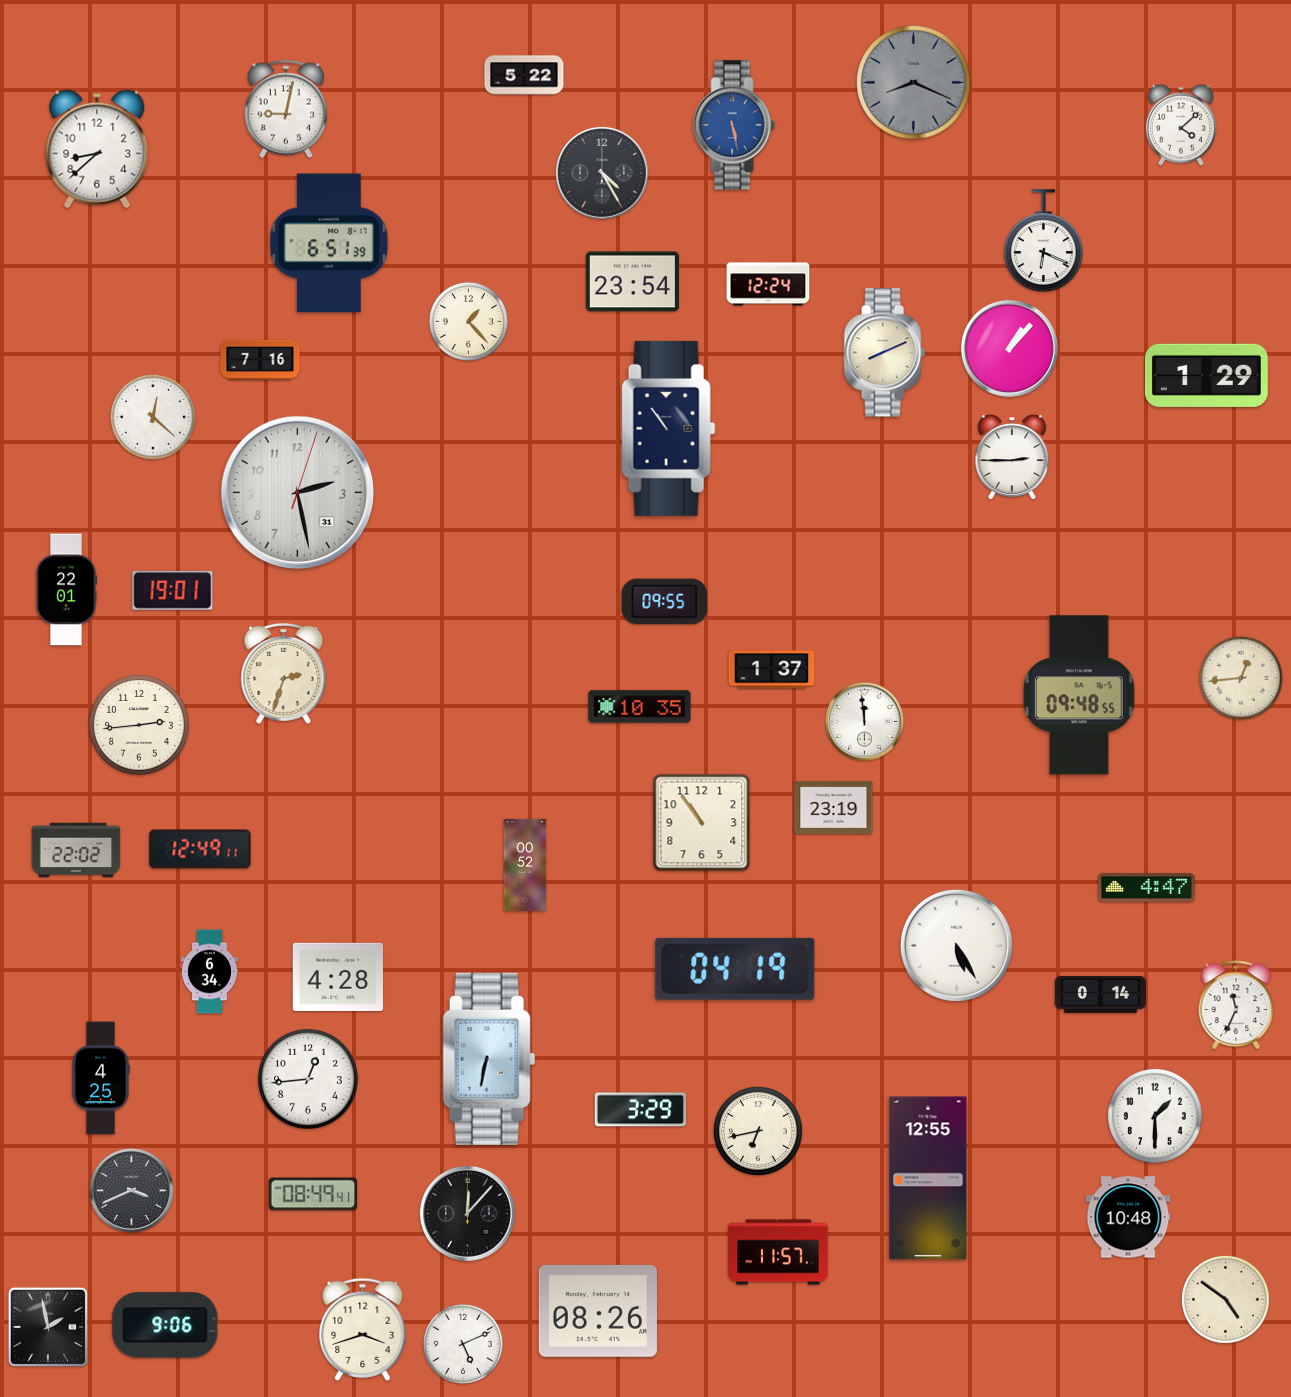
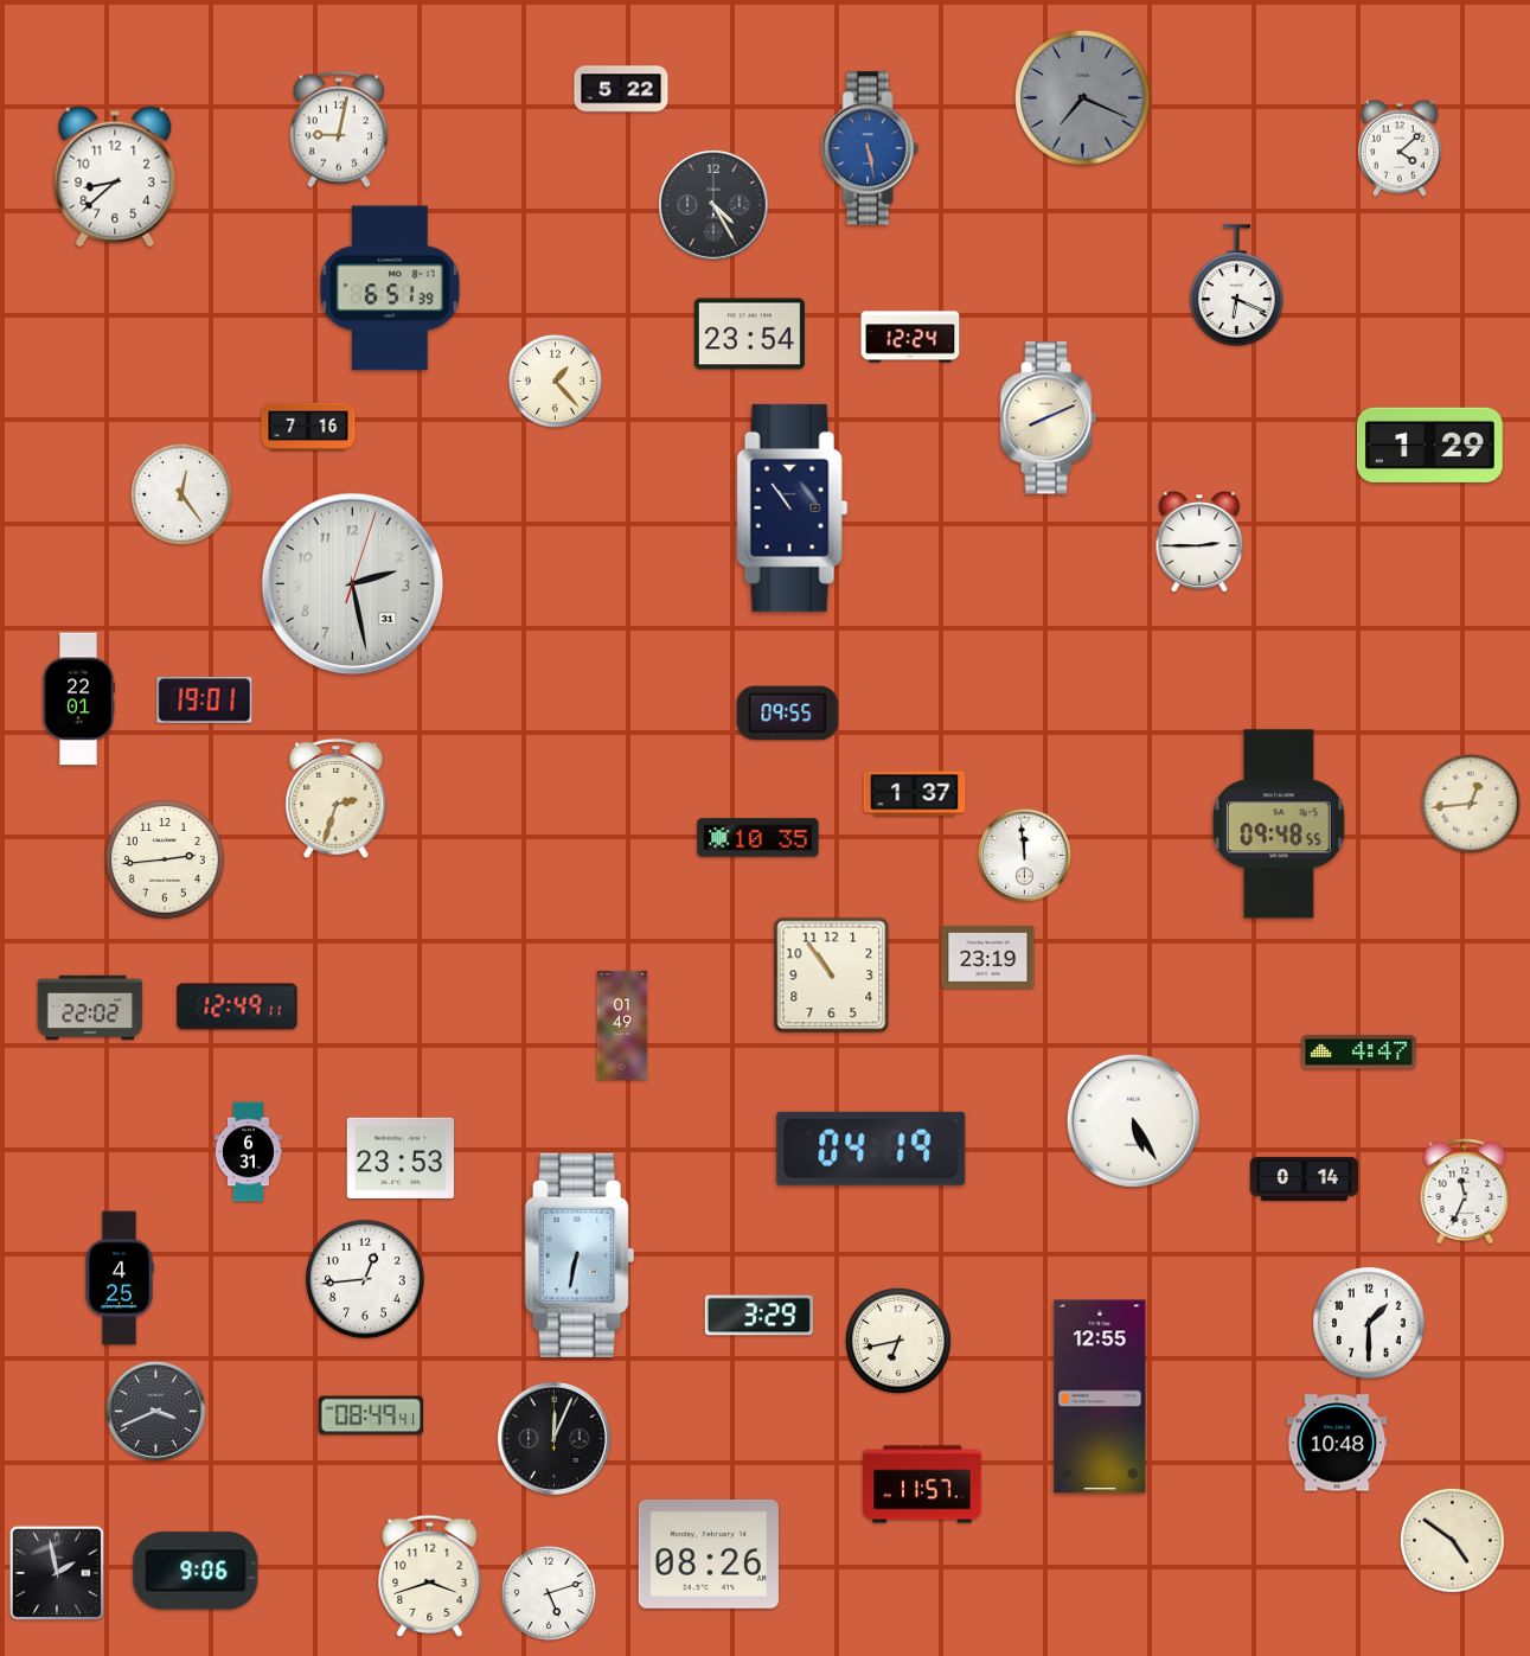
clock at (914, 83): 8:19 -> 7:19
clock at (1009, 348): 1:07 -> none
clock at (153, 417): 12:22 -> 12:24
clock at (525, 865): 00:52 -> 01:49
clock at (209, 972): 6:34 -> 6:31
clock at (337, 976): 4:28 -> 23:53
clock at (467, 1213): 12:07 -> 12:04
clock at (463, 1344): 5:11 -> 5:12
